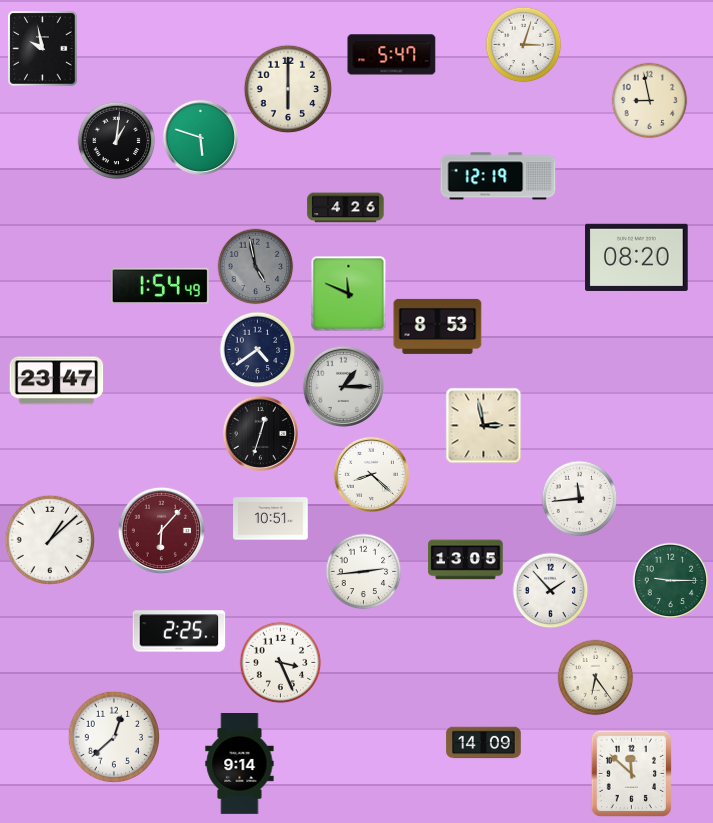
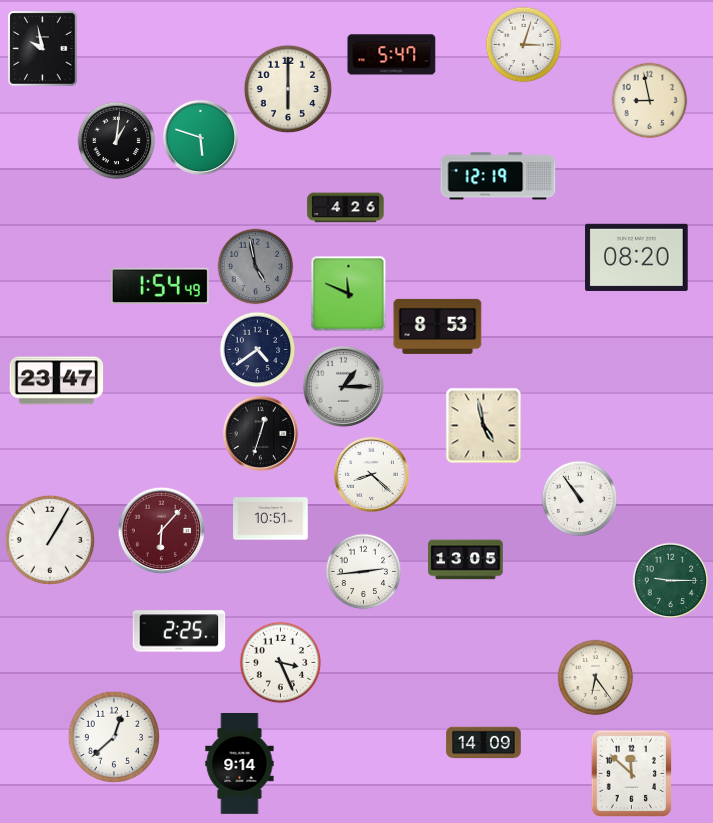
clock at (484, 426): 2:58 -> 4:58
clock at (580, 499): 11:44 -> 10:54
clock at (49, 539): 1:08 -> 1:05
clock at (551, 591): 1:53 -> none
